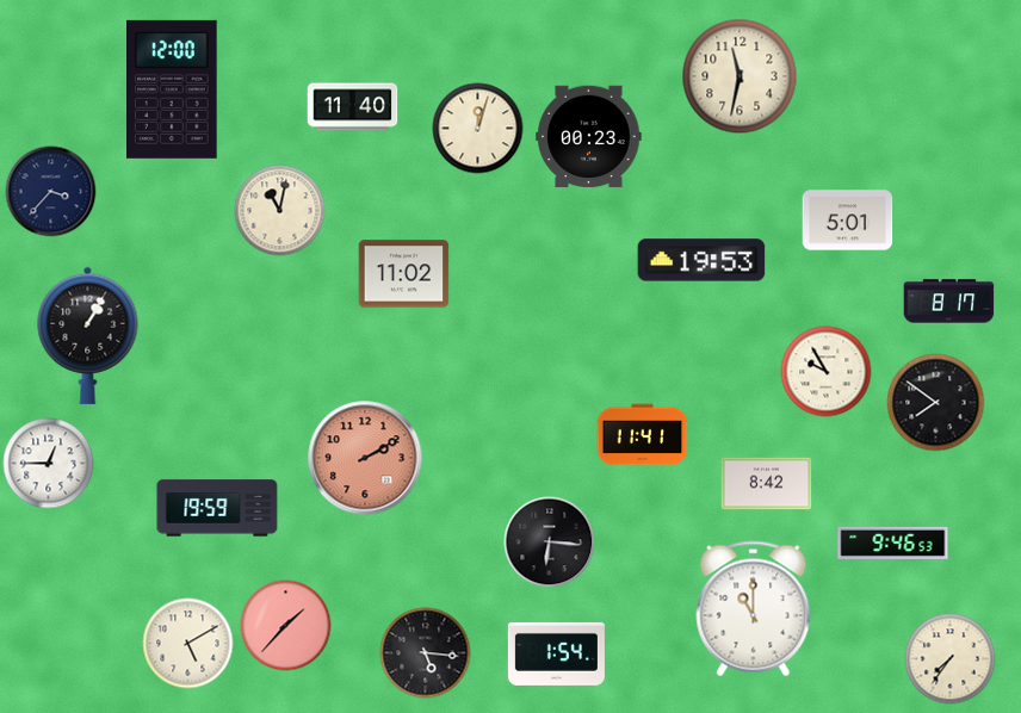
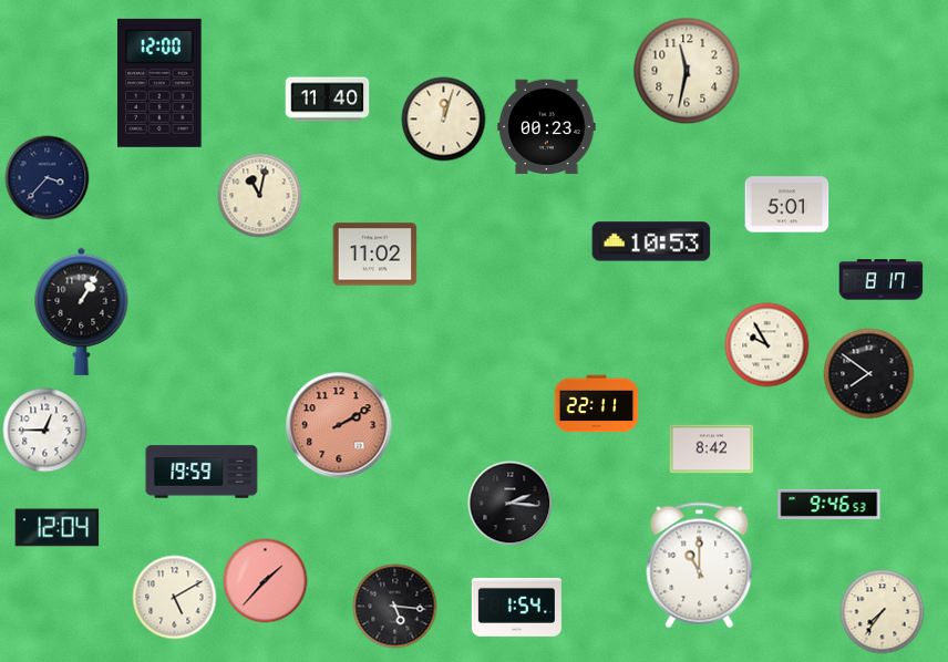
clock at (701, 260): 19:53 -> 10:53
clock at (643, 435): 11:41 -> 22:11
clock at (550, 542): 6:16 -> 2:16
clock at (58, 528): none -> 12:04
